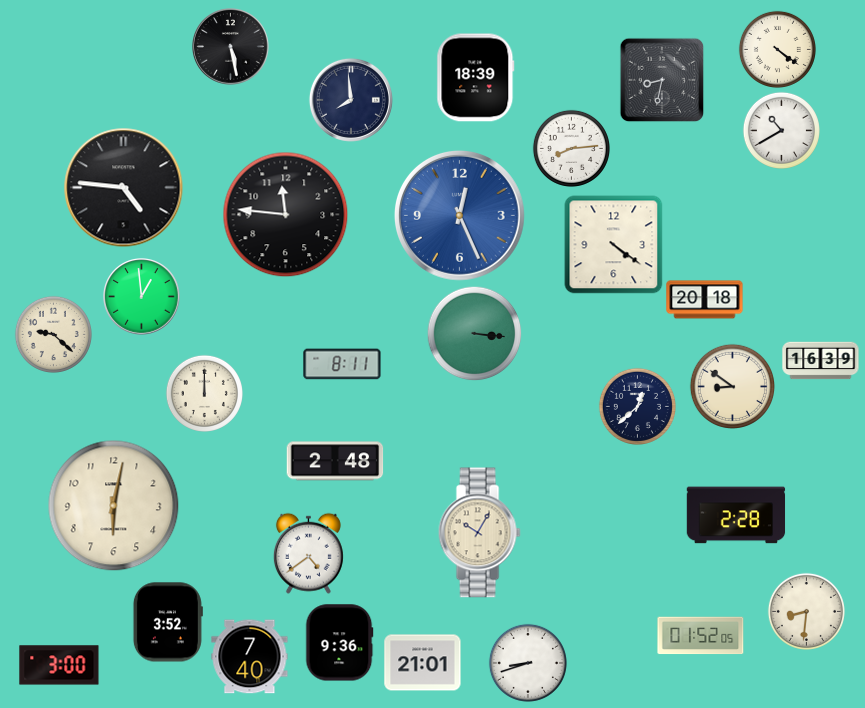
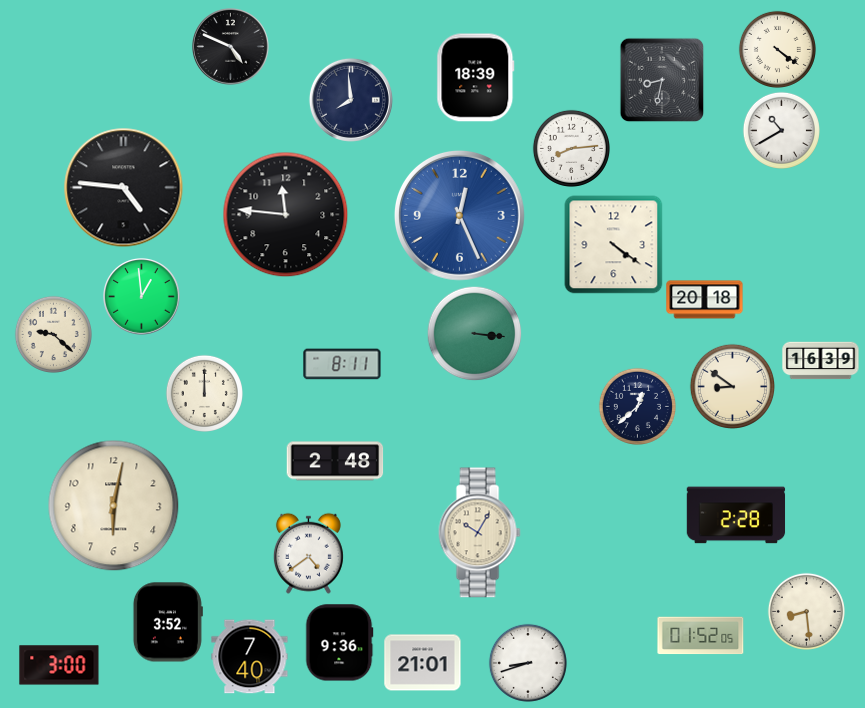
clock at (231, 47): 5:28 -> 4:49
clock at (806, 611): 8:31 -> 8:29
